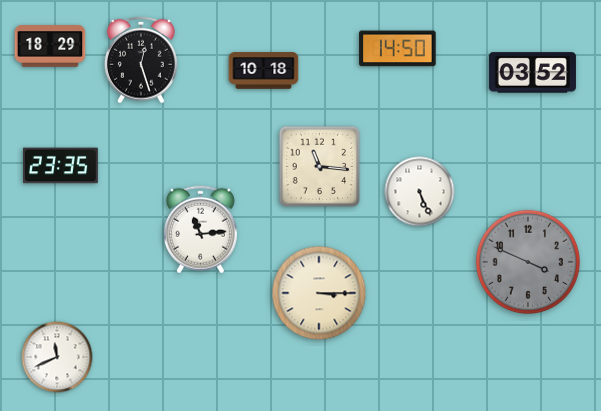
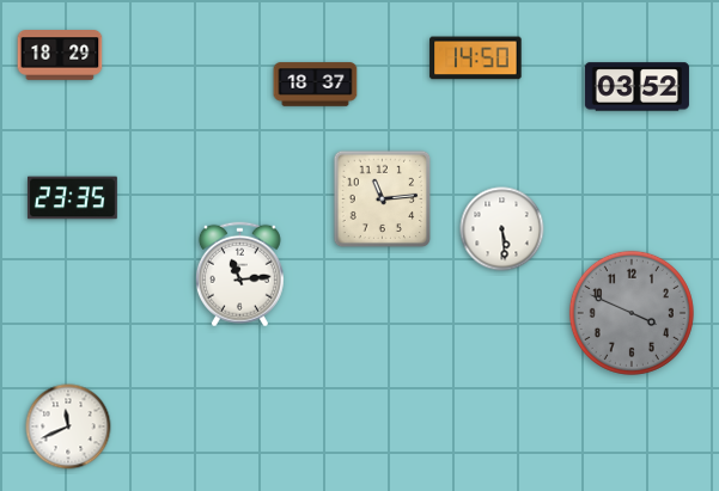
clock at (141, 60): 12:27 -> none
clock at (264, 71): 10:18 -> 18:37
clock at (320, 167): 11:16 -> 11:14
clock at (420, 192): 5:26 -> 5:29
clock at (319, 293): 3:15 -> none
